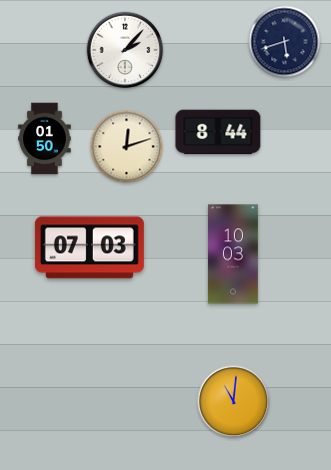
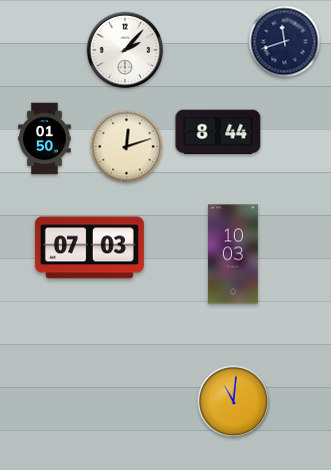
clock at (285, 42): 5:42 -> 11:42
